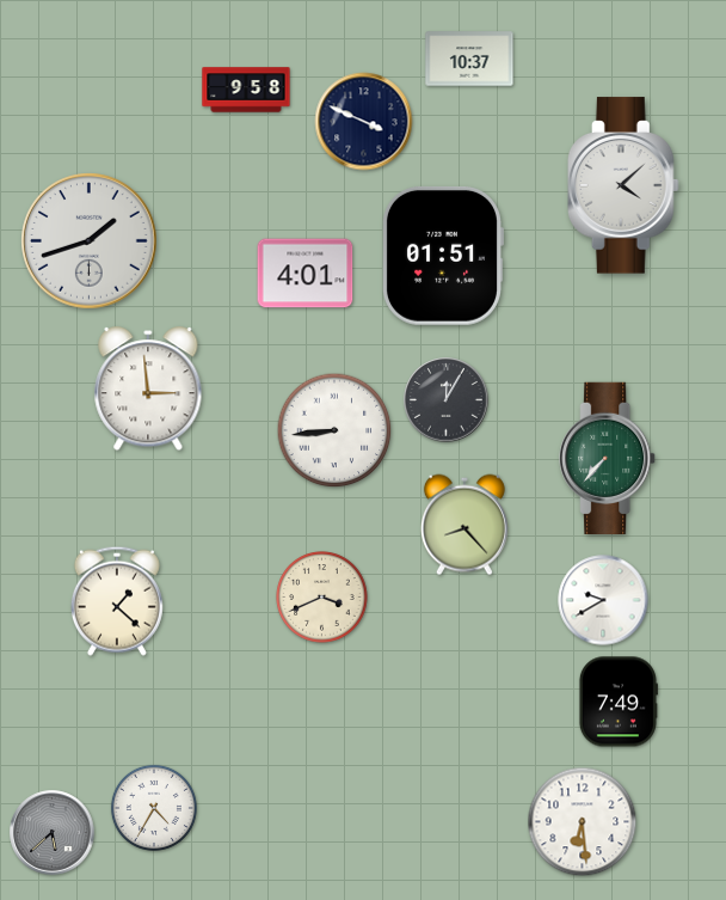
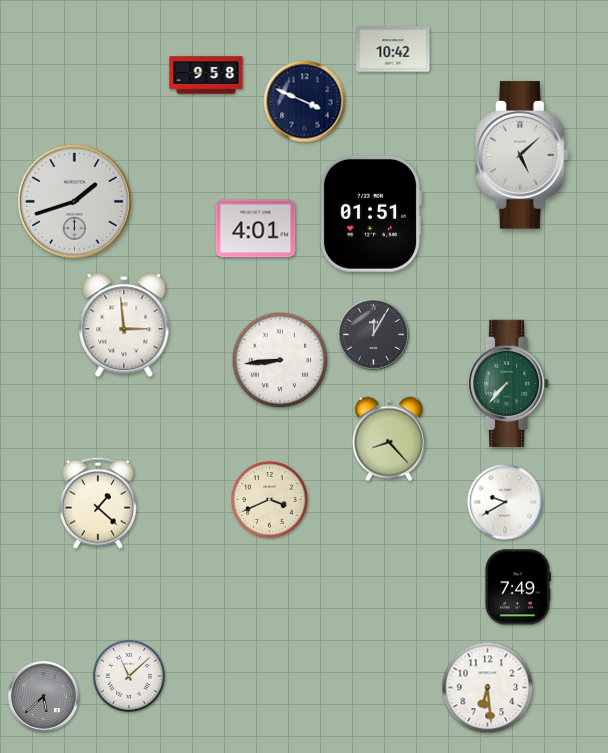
clock at (469, 59): 10:37 -> 10:42
clock at (623, 185): 4:08 -> 5:08
clock at (154, 808): 4:35 -> 11:08
